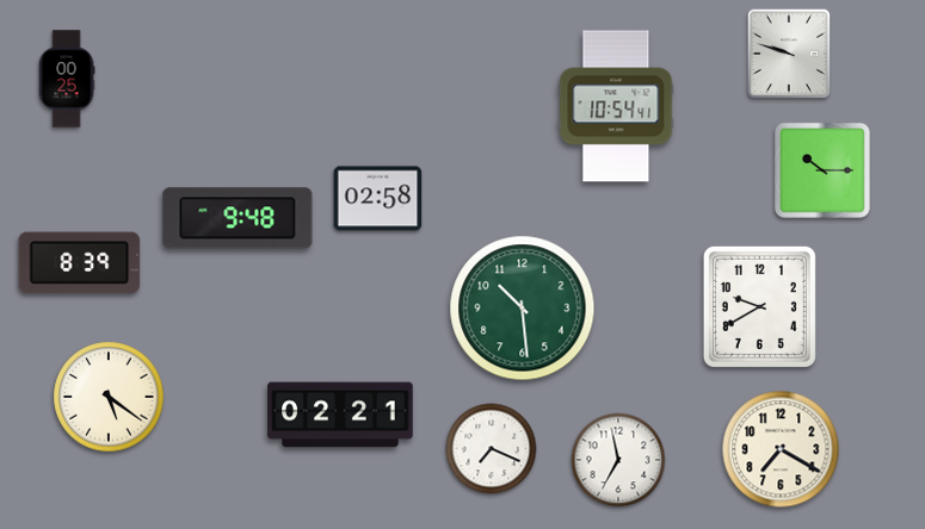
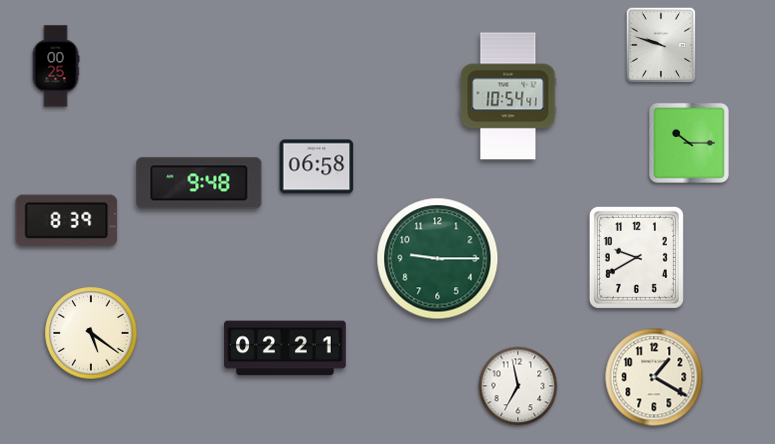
clock at (616, 106) position: (616, 106) -> (508, 96)
clock at (378, 199): 02:58 -> 06:58
clock at (523, 309): 10:29 -> 9:15
clock at (492, 449): 7:19 -> none
clock at (781, 449): 7:20 -> 1:20
